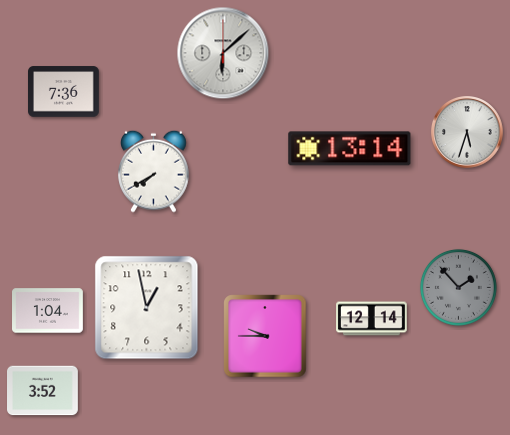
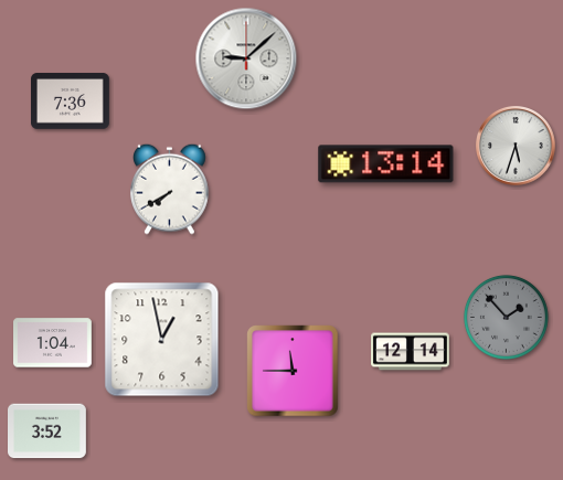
clock at (223, 53): 6:08 -> 9:08
clock at (265, 336): 9:45 -> 11:45
